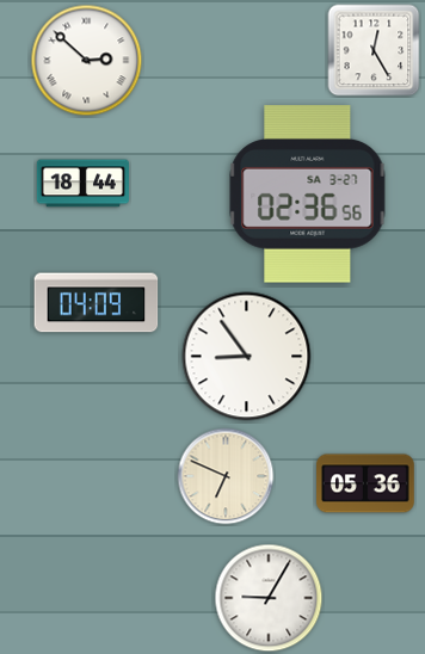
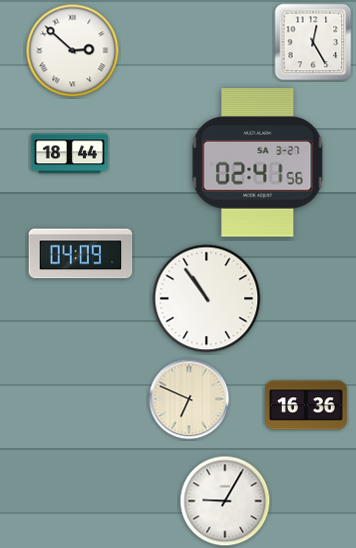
clock at (308, 195): 02:36 -> 02:41
clock at (247, 357): 8:54 -> 10:54
clock at (367, 483): 05:36 -> 16:36
